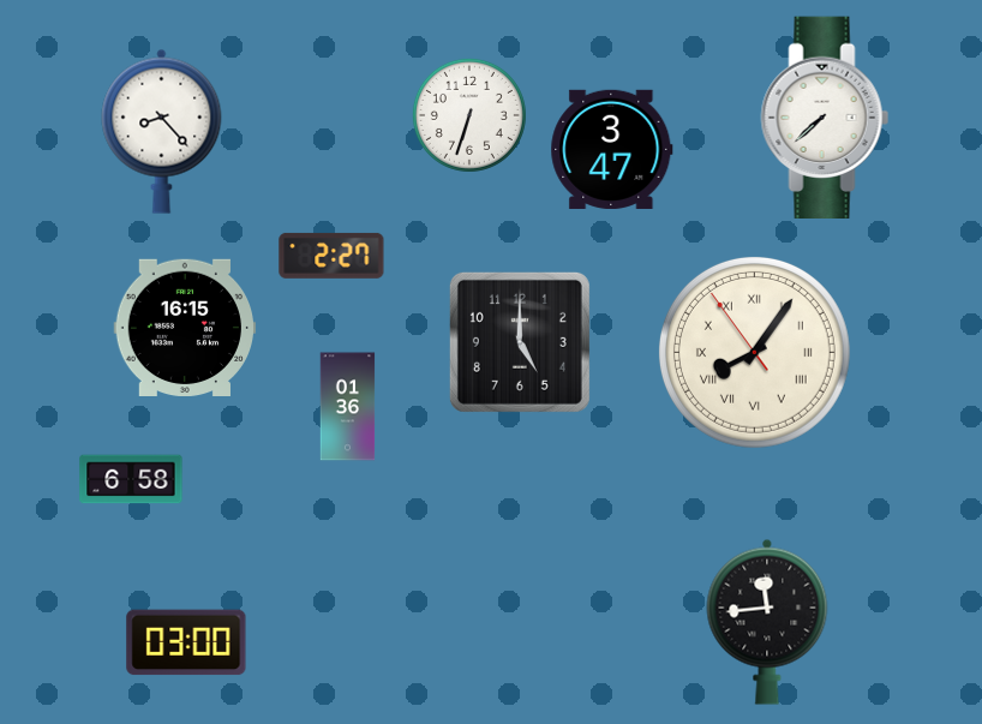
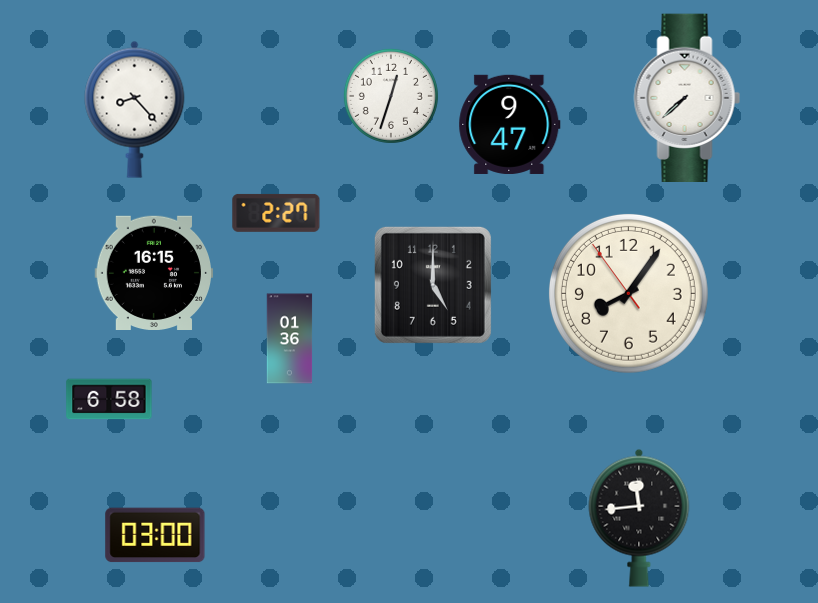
clock at (469, 115): 6:33 -> 12:33
clock at (612, 149): 3:47 -> 9:47
clock at (754, 352) numerals: Roman -> Arabic
